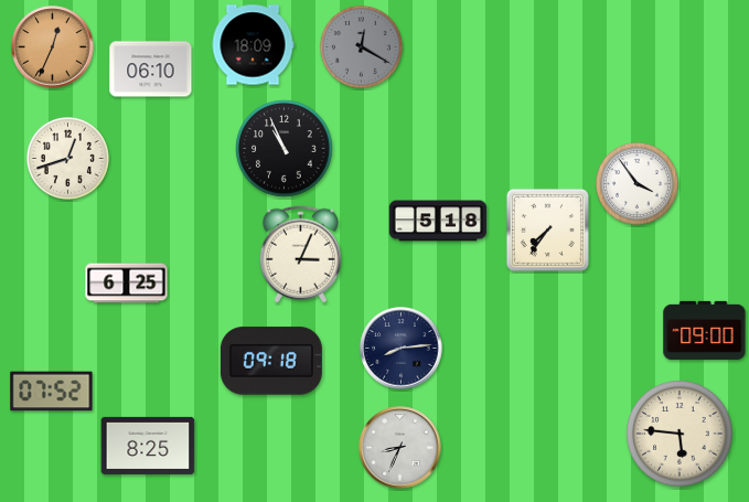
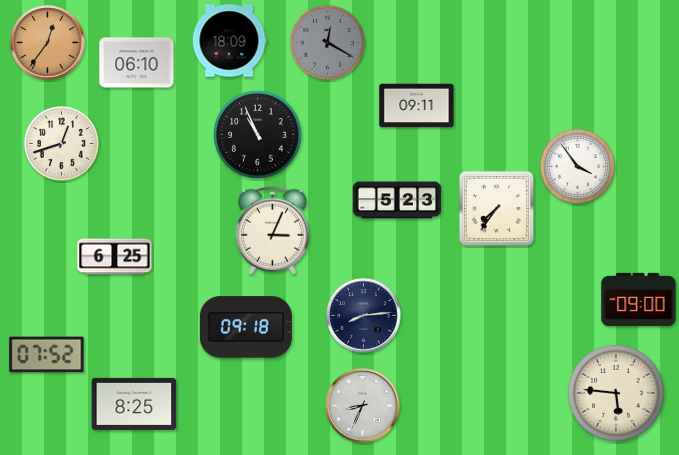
clock at (53, 47): 12:34 -> 12:36
clock at (417, 106): none -> 09:11
clock at (438, 221): 5:18 -> 5:23
